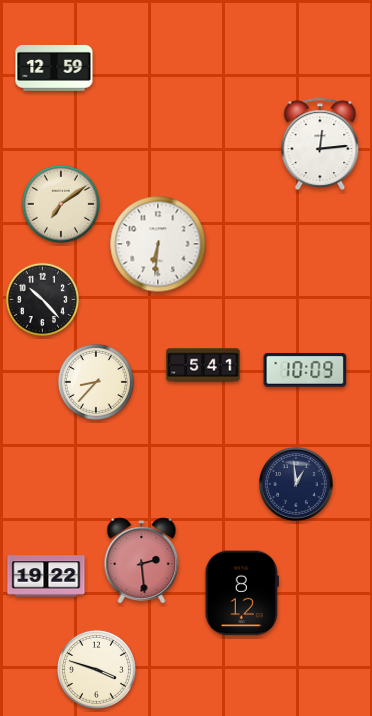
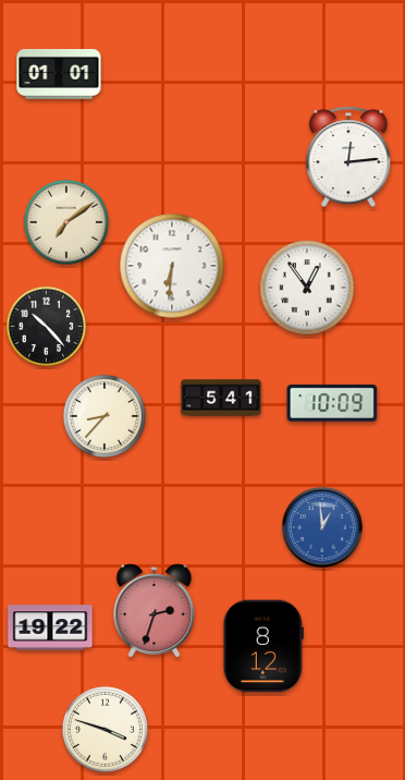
clock at (54, 68): 12:59 -> 01:01
clock at (307, 288): none -> 12:54
clock at (296, 484) dial: navy -> blue
clock at (142, 561): 2:29 -> 2:33
